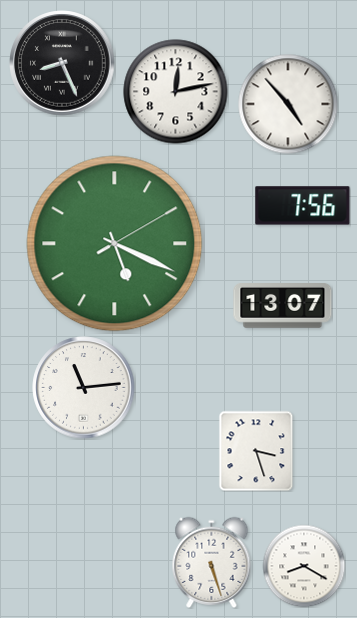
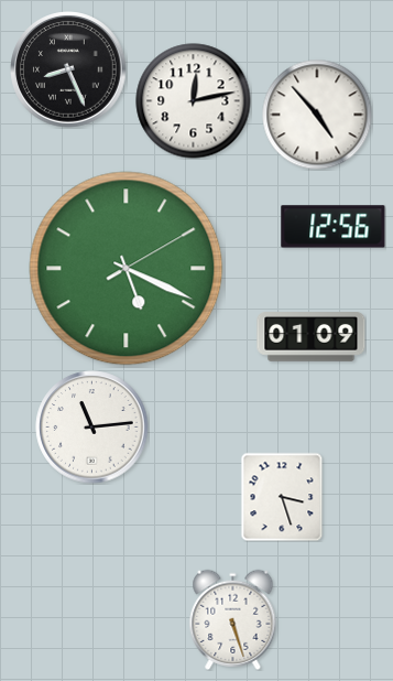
clock at (303, 206): 7:56 -> 12:56
clock at (283, 306): 13:07 -> 01:09
clock at (304, 566): 8:20 -> none
